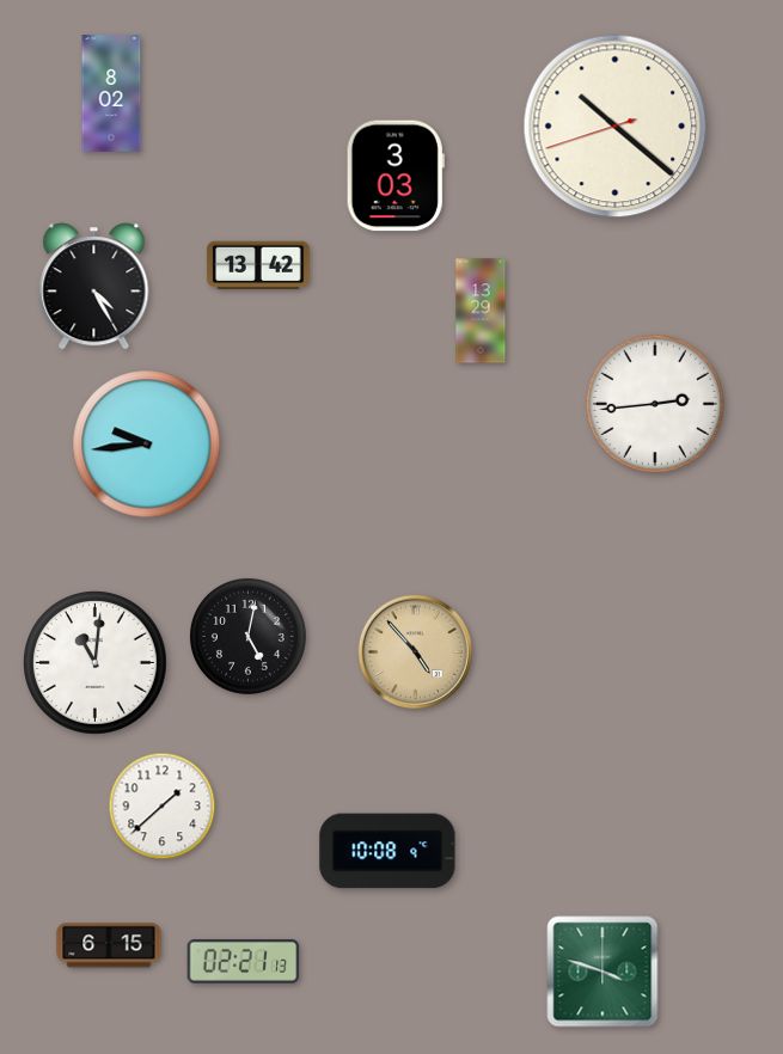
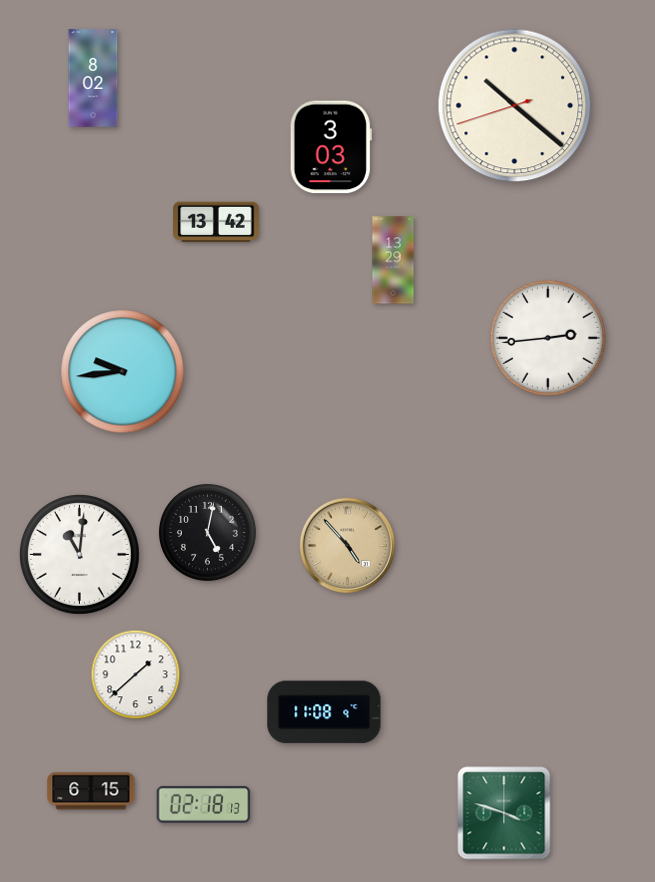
clock at (94, 287): 4:25 -> none
clock at (481, 311) position: (481, 311) -> (393, 260)
clock at (387, 851): 10:08 -> 11:08
clock at (244, 961): 02:21 -> 02:18
